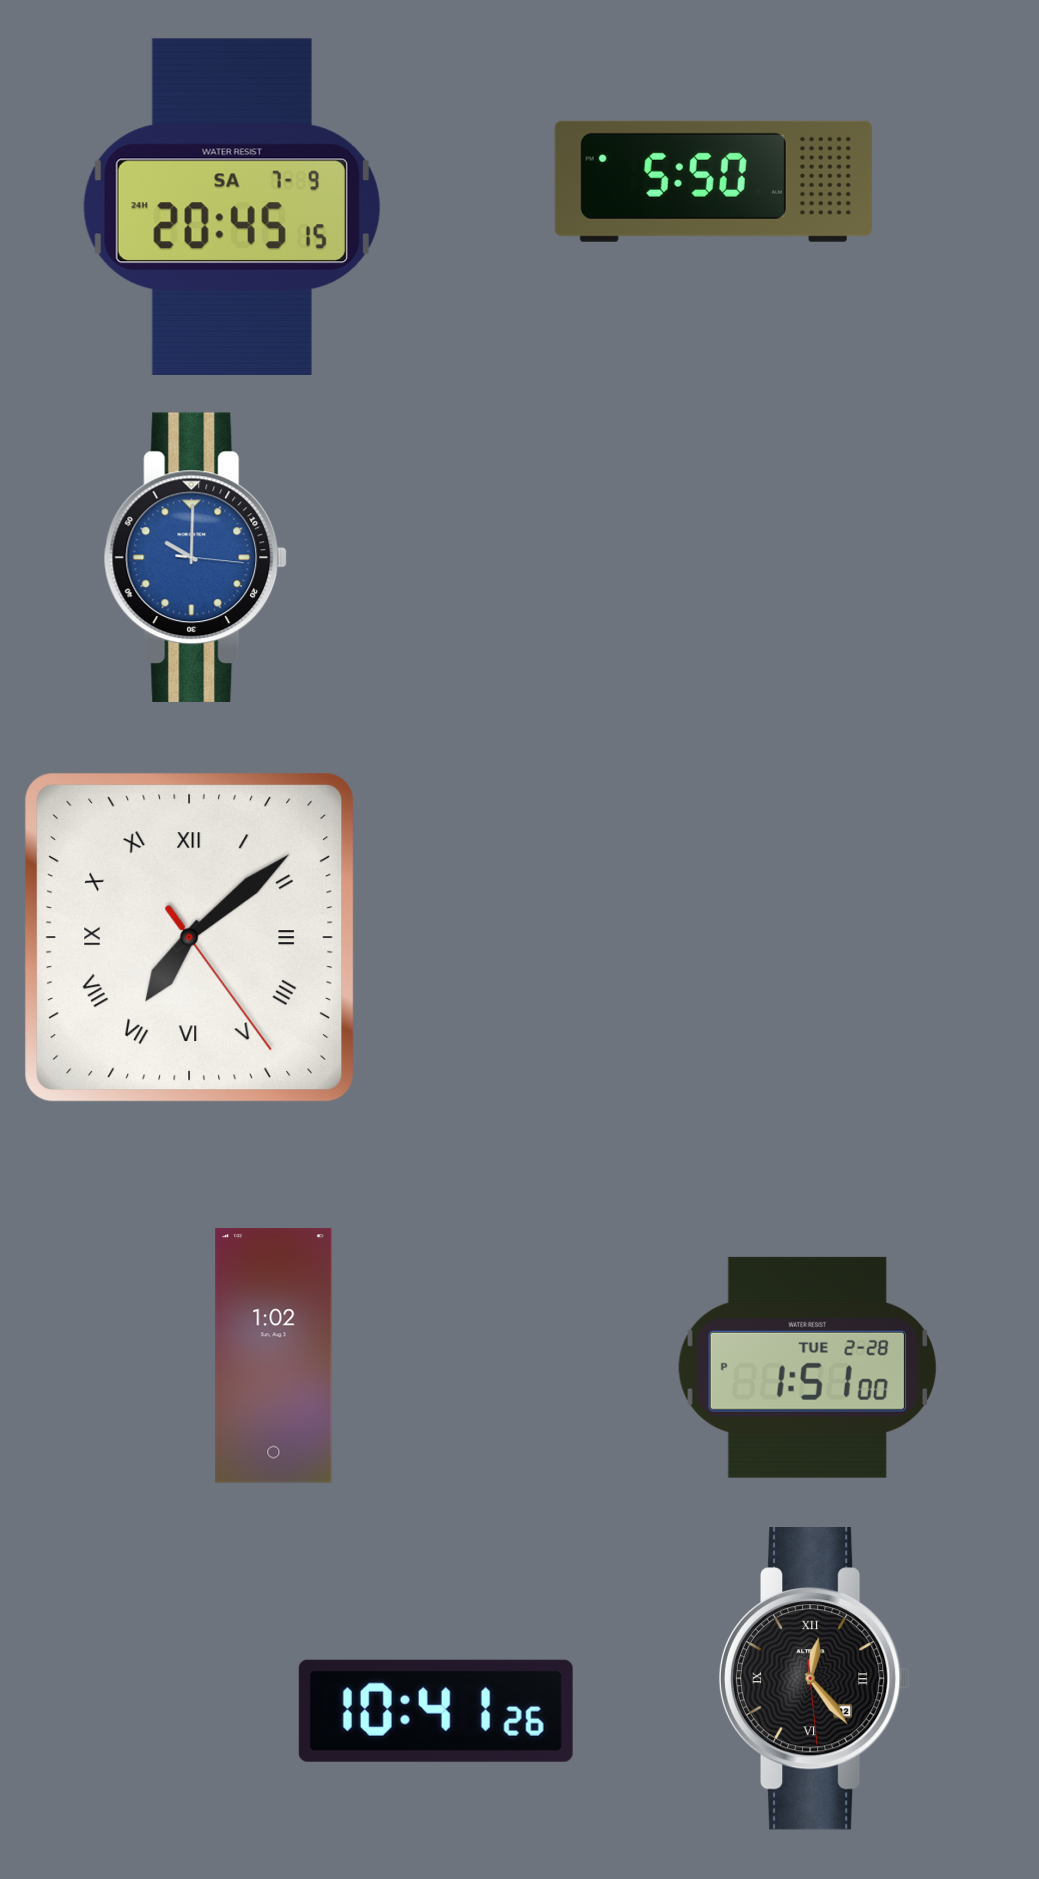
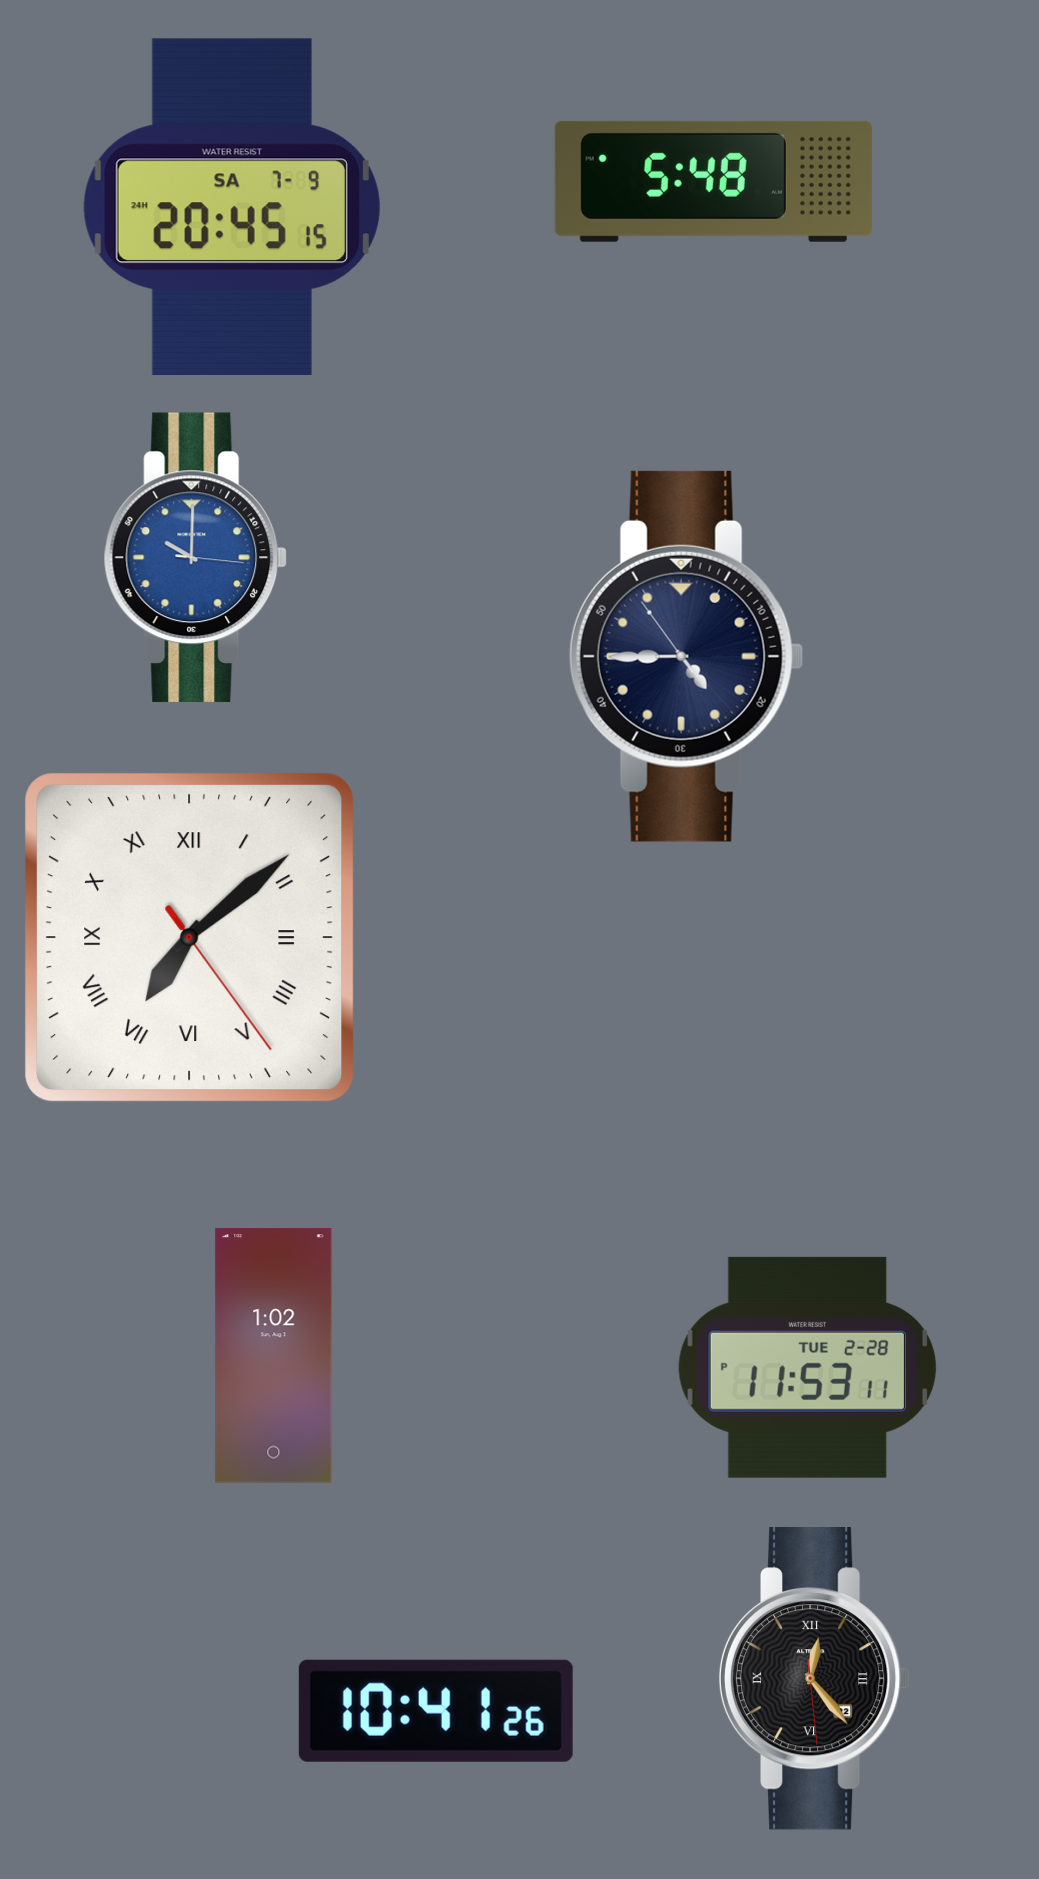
clock at (713, 181): 5:50 -> 5:48
clock at (686, 656): none -> 4:44
clock at (807, 1367): 1:51 -> 11:53
